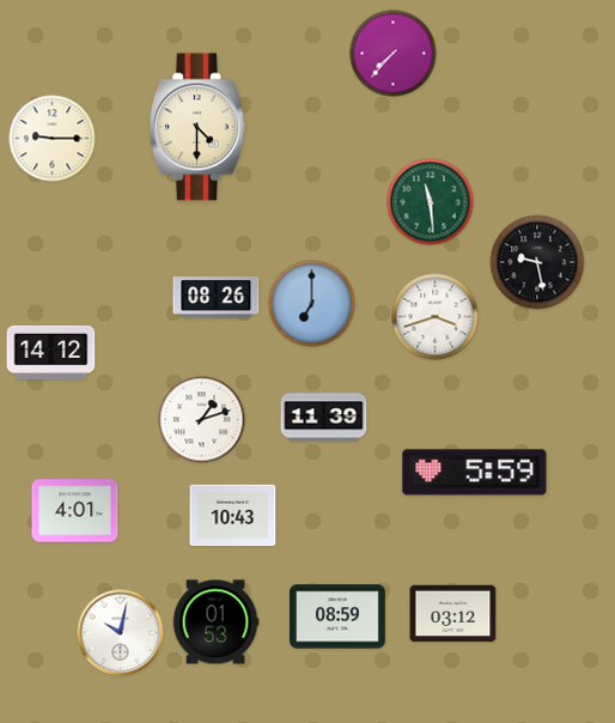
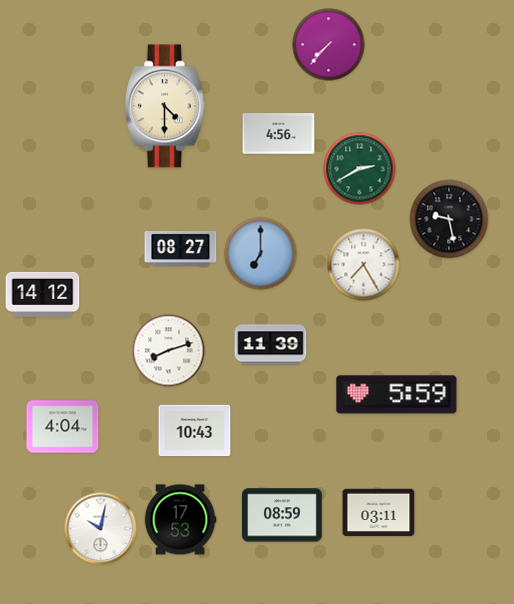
clock at (53, 139): 9:15 -> none
clock at (279, 134): none -> 4:56
clock at (431, 202): 11:29 -> 2:40
clock at (217, 297): 08:26 -> 08:27
clock at (436, 317): 3:42 -> 7:25
clock at (324, 418) position: (324, 418) -> (271, 345)
clock at (202, 420): 1:12 -> 8:12
clock at (75, 511): 4:01 -> 4:04
clock at (453, 614): 03:12 -> 03:11
clock at (215, 622): 01:53 -> 17:53
